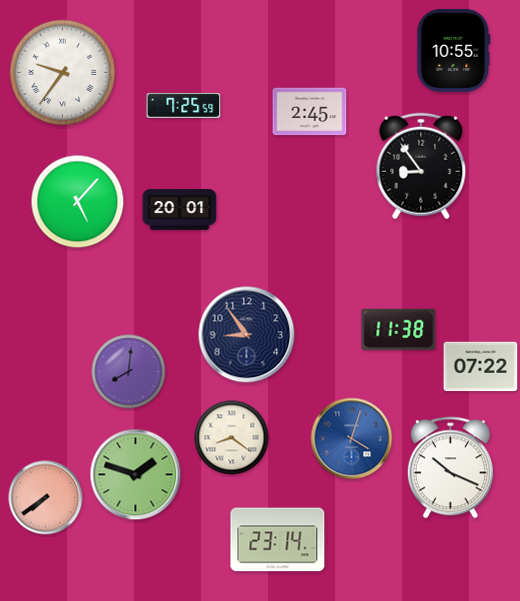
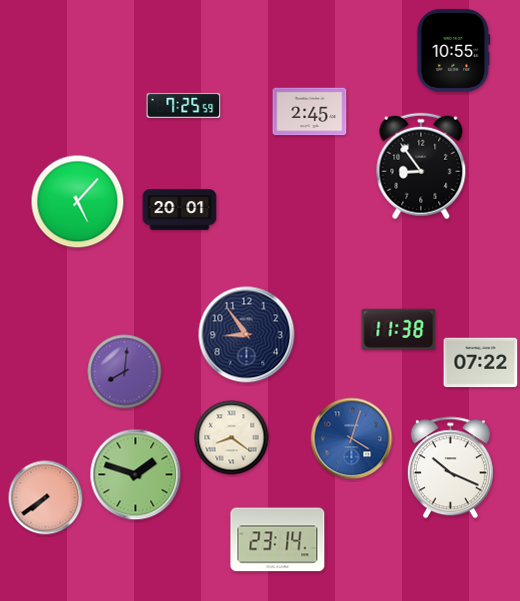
clock at (63, 73): 9:36 -> none
clock at (481, 367) position: (481, 367) -> (481, 363)
clock at (129, 372) position: (129, 372) -> (125, 372)
